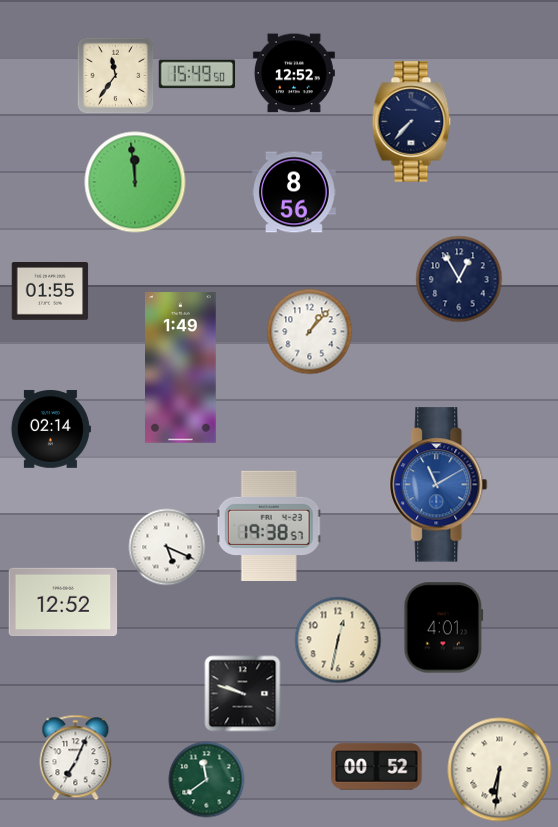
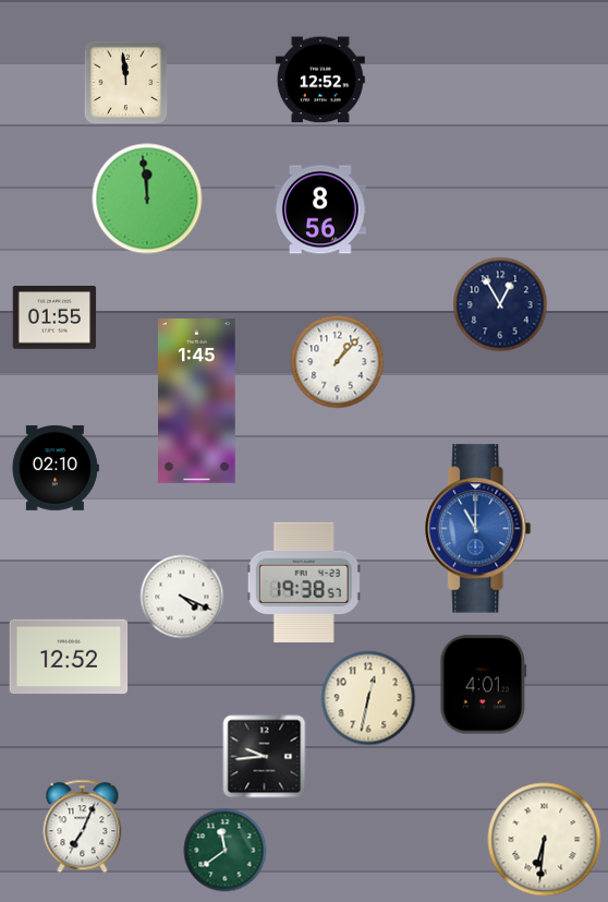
clock at (197, 74): 15:49 -> none
clock at (115, 75): 11:36 -> 11:59
clock at (412, 122): 7:37 -> none
clock at (181, 368): 1:49 -> 1:45
clock at (51, 429): 02:14 -> 02:10
clock at (439, 485): 11:10 -> 11:00
clock at (269, 525) position: (269, 525) -> (304, 581)
clock at (167, 547): 5:19 -> 4:19
clock at (243, 694): 9:48 -> 9:44
clock at (377, 767): 00:52 -> none
